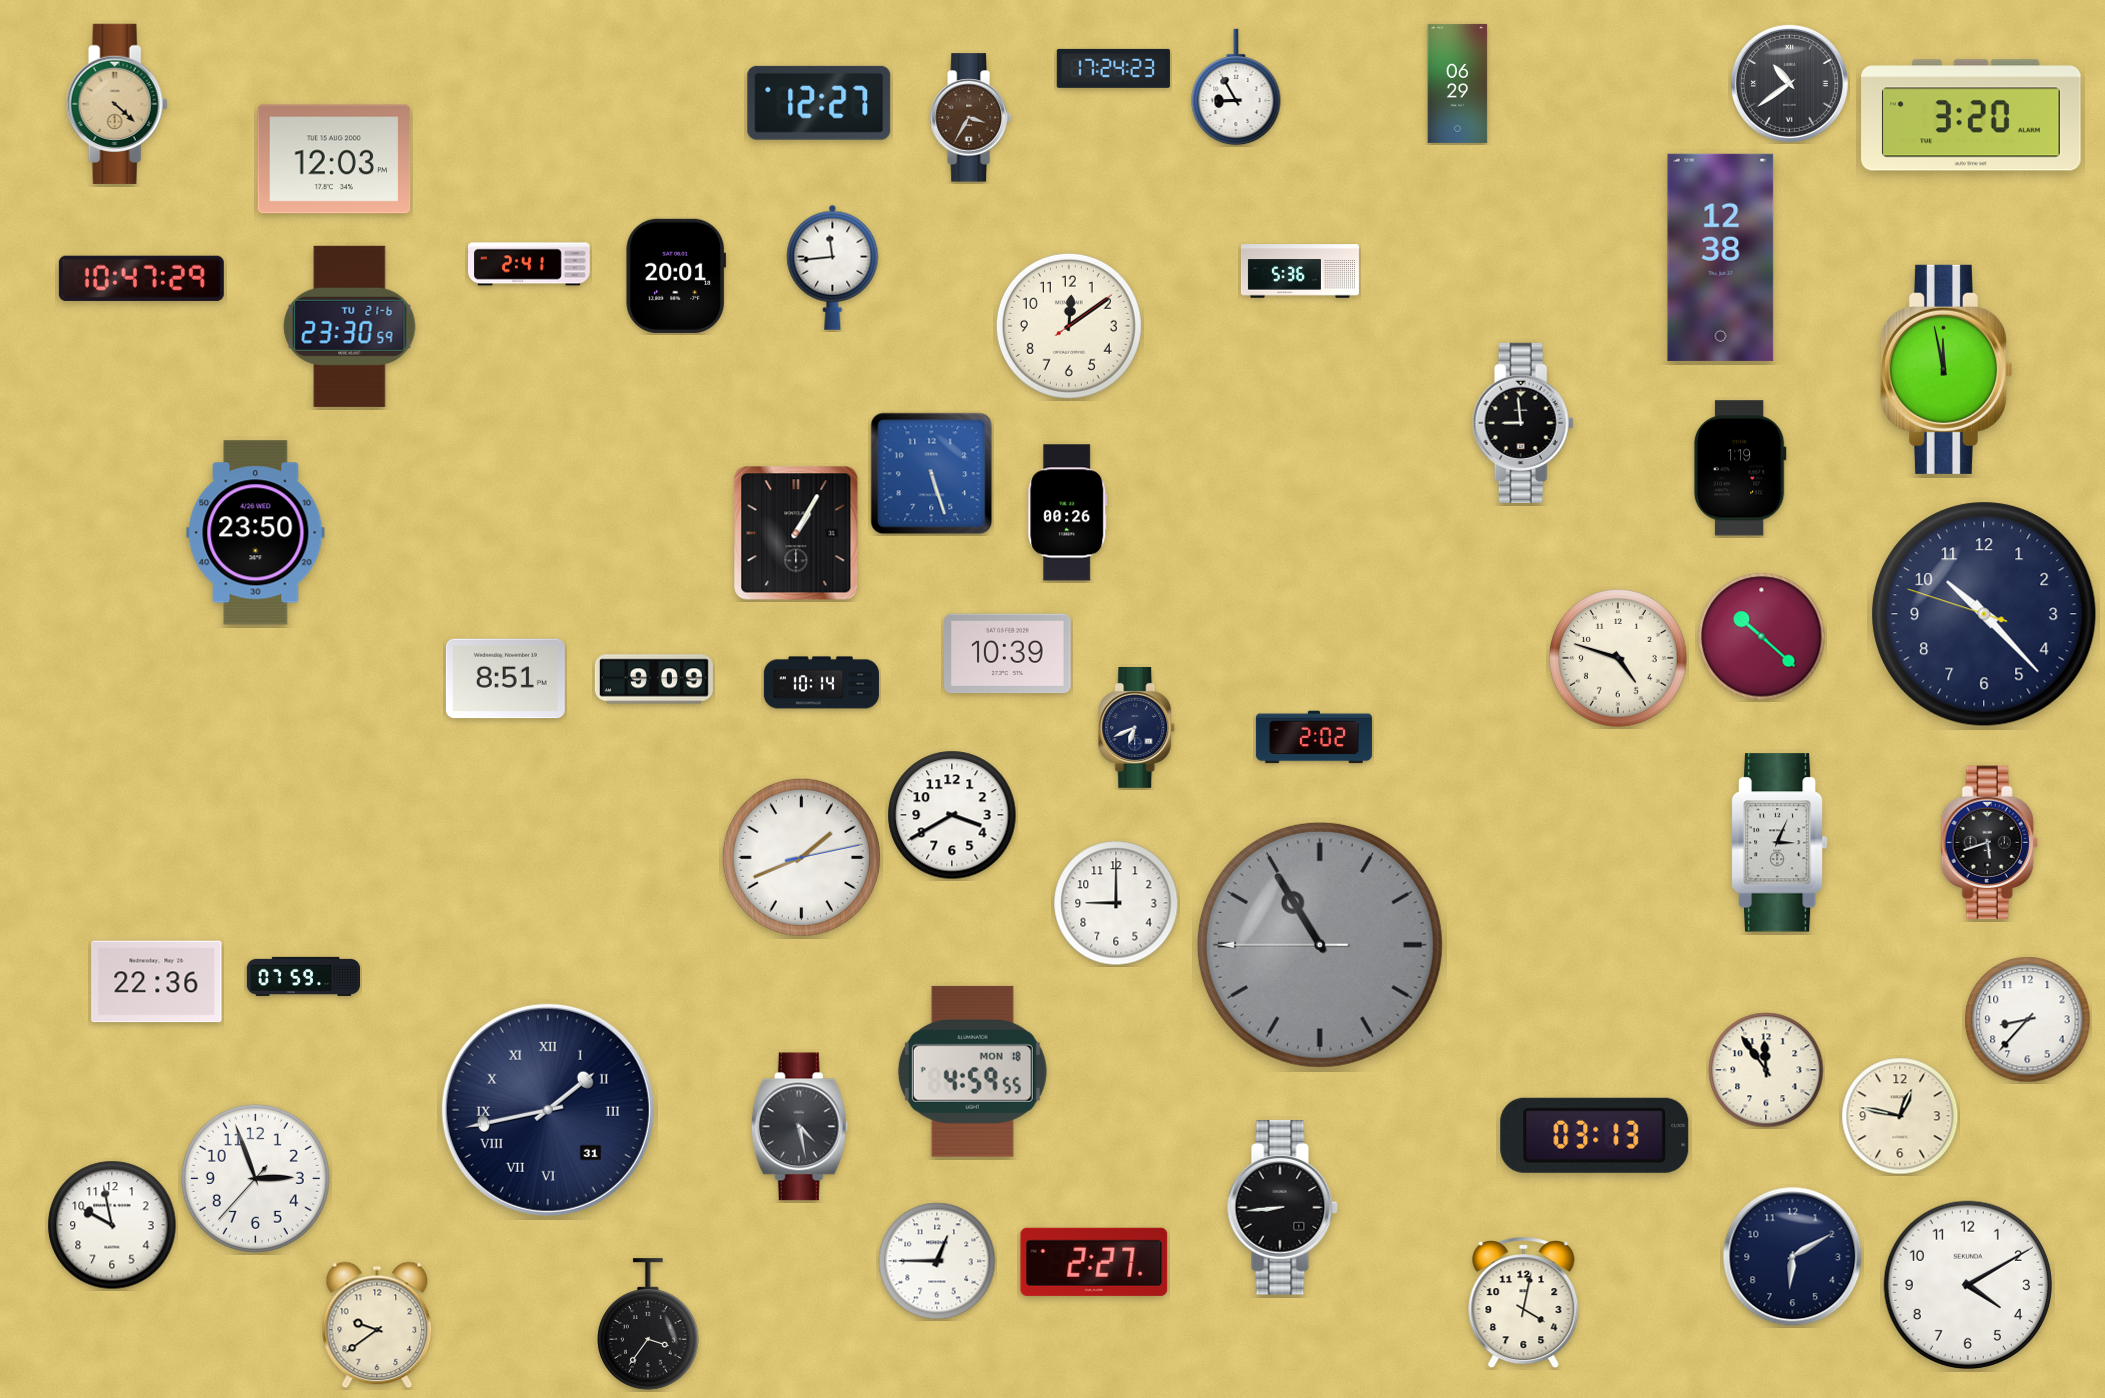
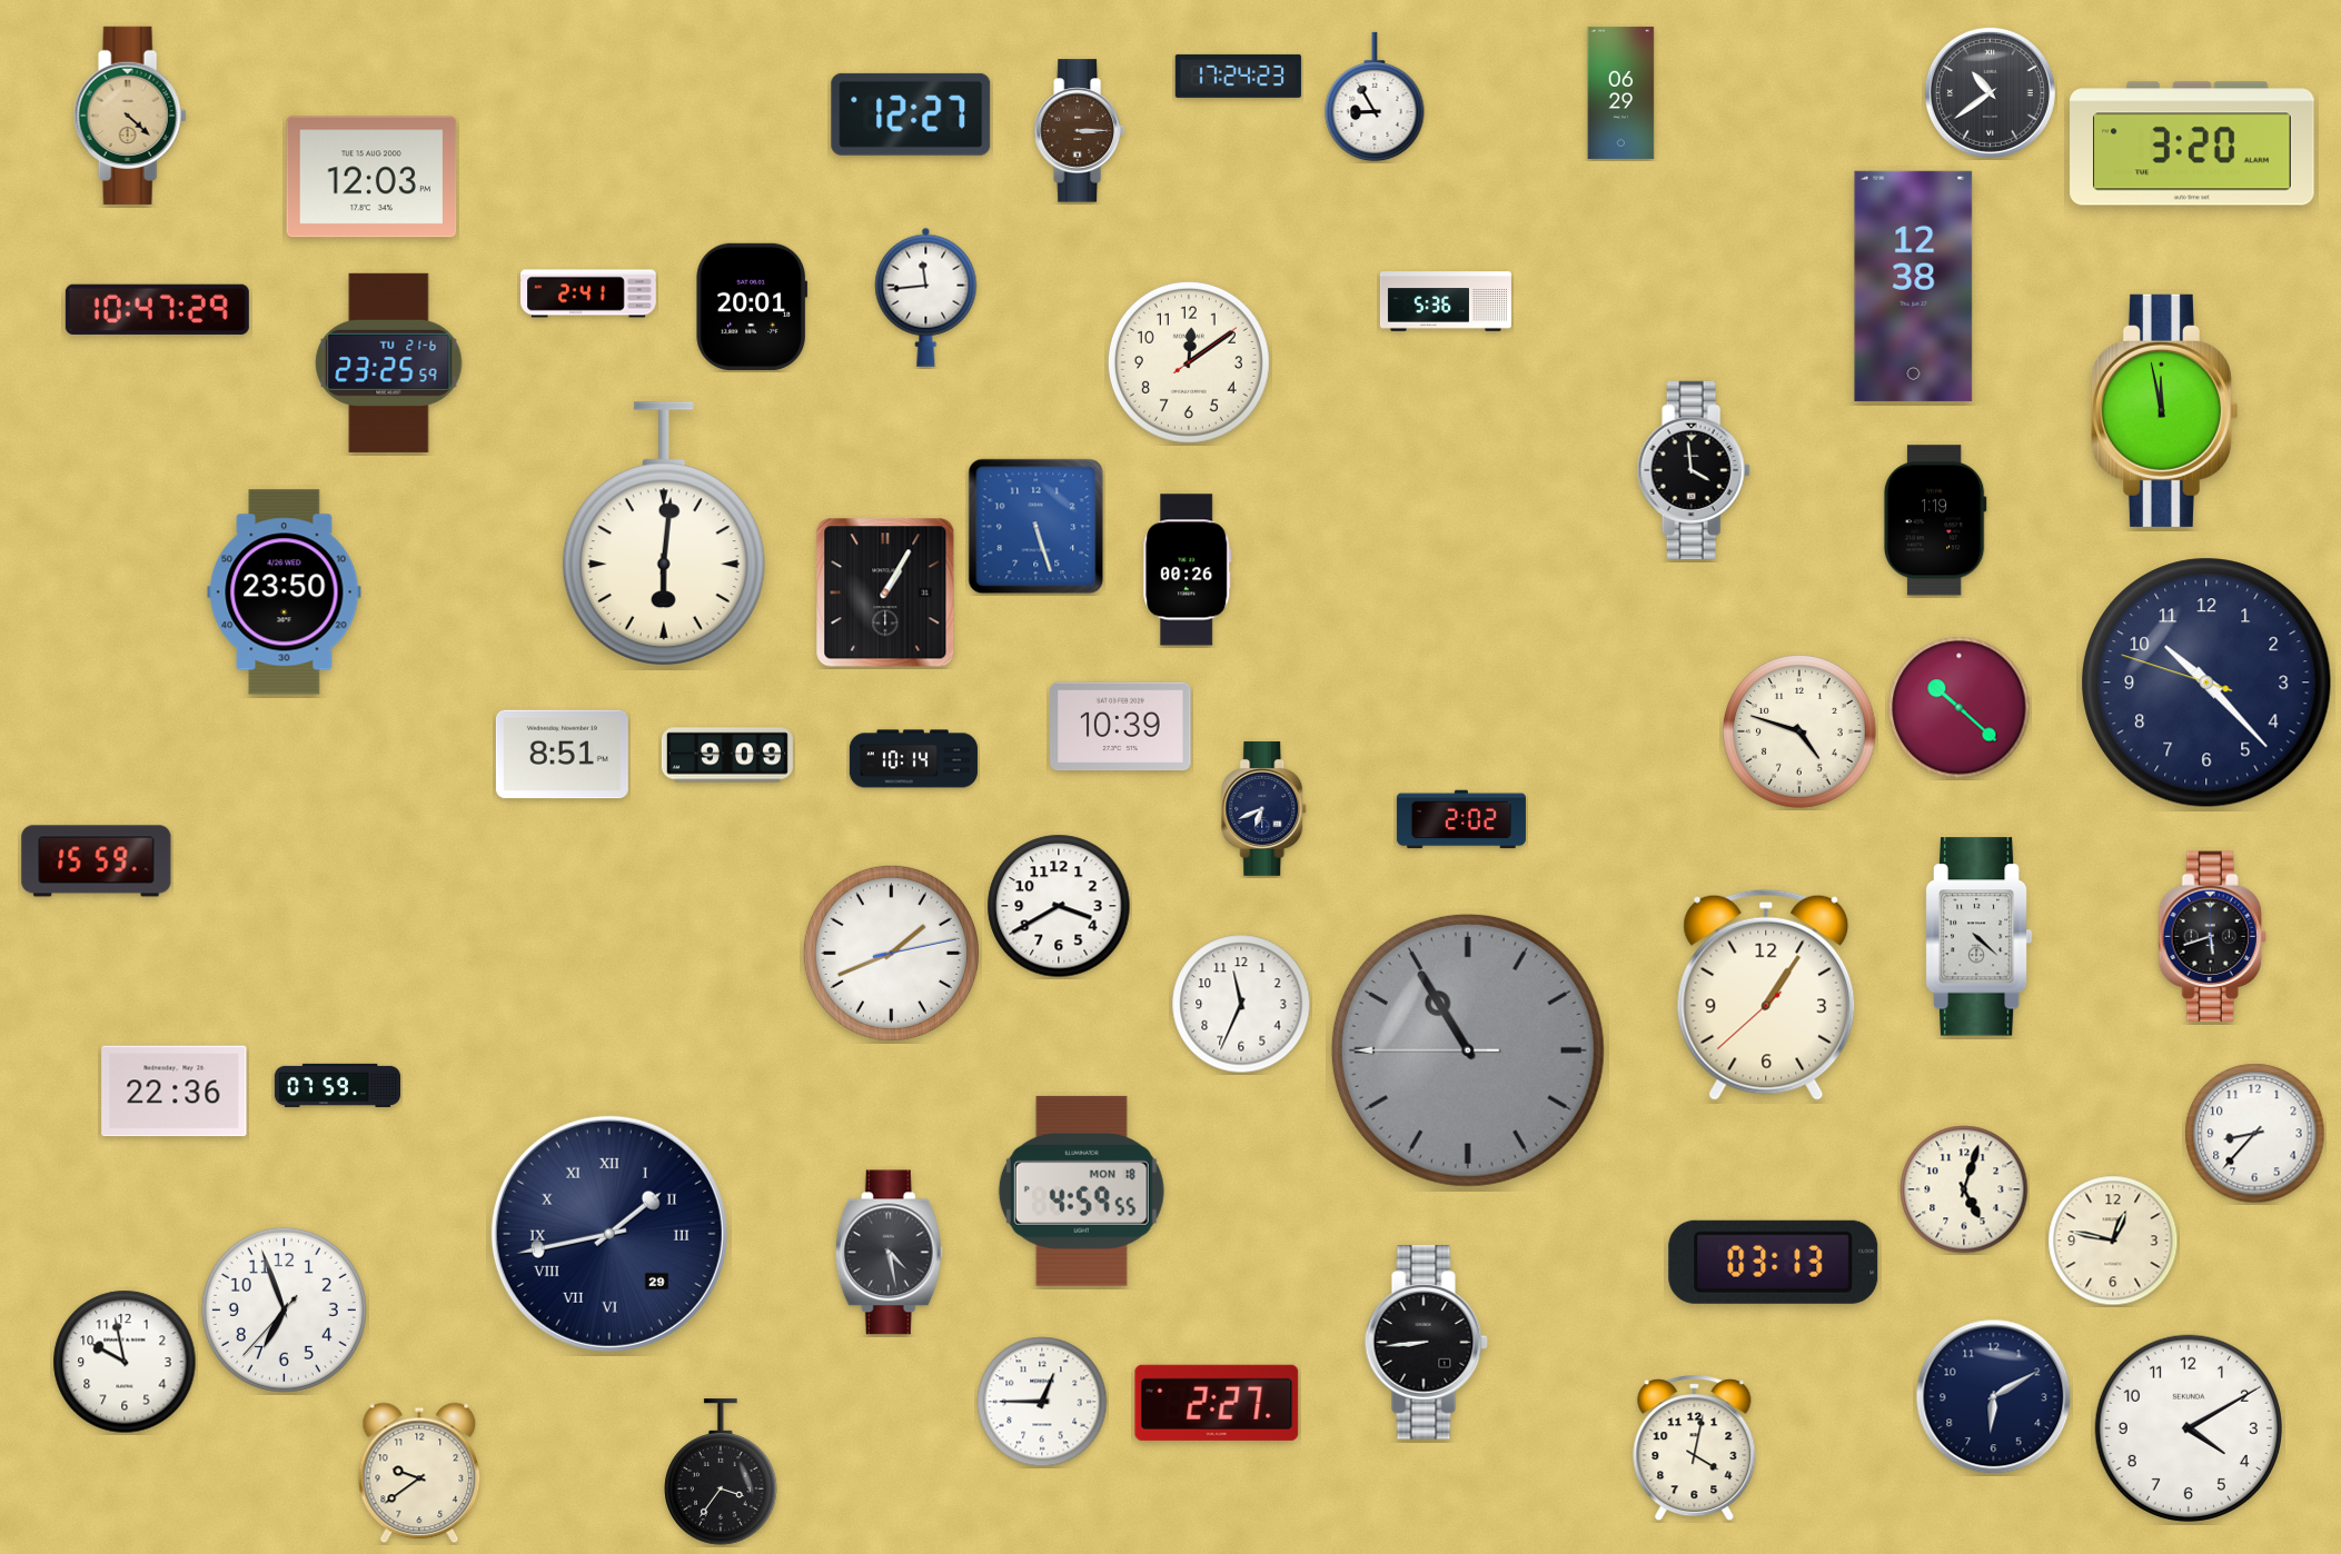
clock at (1971, 115) position: (1971, 115) -> (2192, 143)
clock at (970, 118): 3:35 -> 3:15
clock at (350, 326): 23:30 -> 23:25
clock at (1523, 423): 8:59 -> 3:59
clock at (664, 534): none -> 6:01
clock at (97, 861): none -> 15:59
clock at (1779, 843): 3:04 -> 4:22
clock at (1766, 995): none -> 1:05
clock at (1116, 903): 9:00 -> 11:34
clock at (1766, 1070): 11:54 -> 5:03
clock at (548, 1110) date: 31 -> 29
clock at (255, 1178): 2:56 -> 6:56
